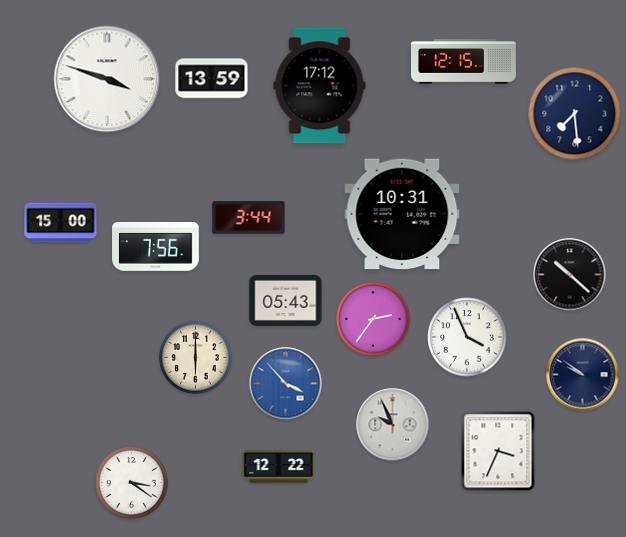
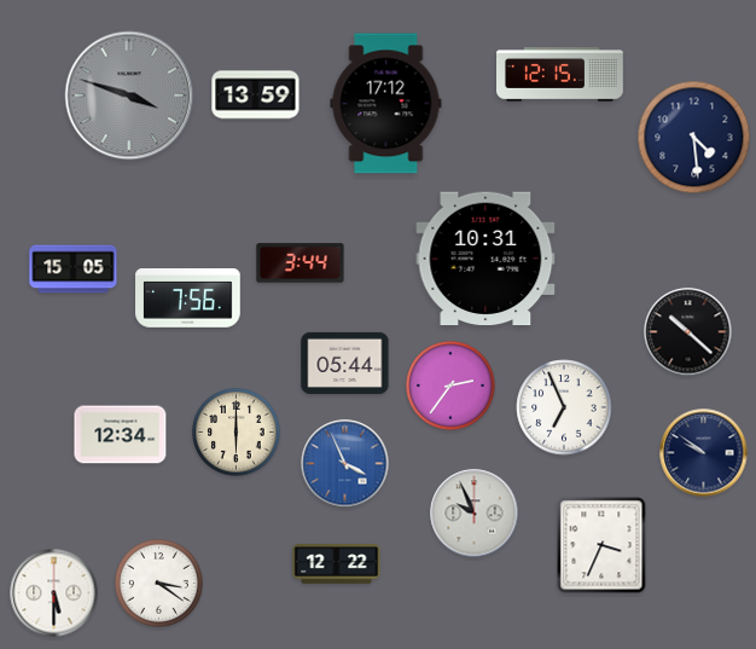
clock at (107, 79) dial: white -> grey
clock at (575, 114): 7:29 -> 4:29
clock at (61, 223): 15:00 -> 15:05
clock at (286, 300): 05:43 -> 05:44
clock at (467, 337): 3:56 -> 6:56
clock at (121, 435): none -> 12:34
clock at (286, 384): 3:53 -> 3:56
clock at (54, 593): none -> 5:30
